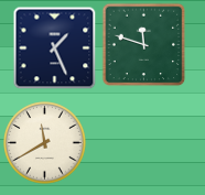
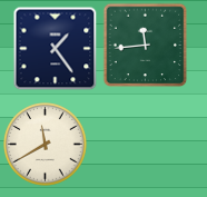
clock at (144, 45): 11:48 -> 11:44
clock at (55, 48): 1:26 -> 1:24
